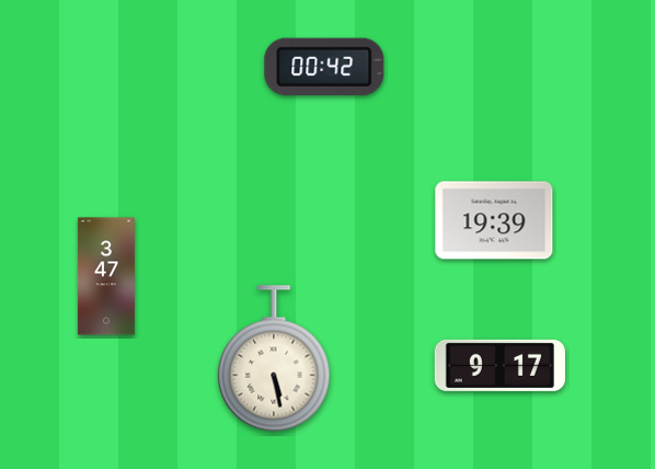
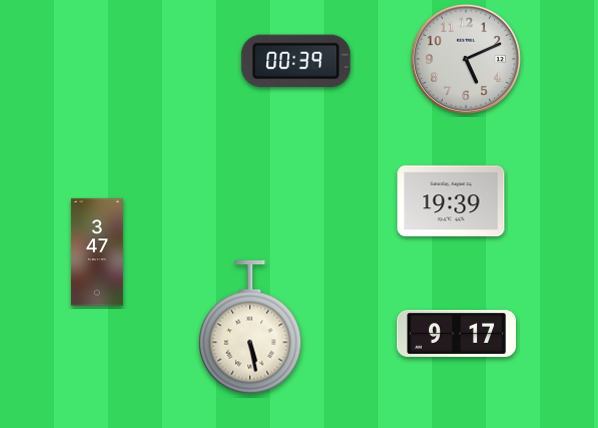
clock at (466, 59): none -> 5:11
clock at (324, 67): 00:42 -> 00:39
